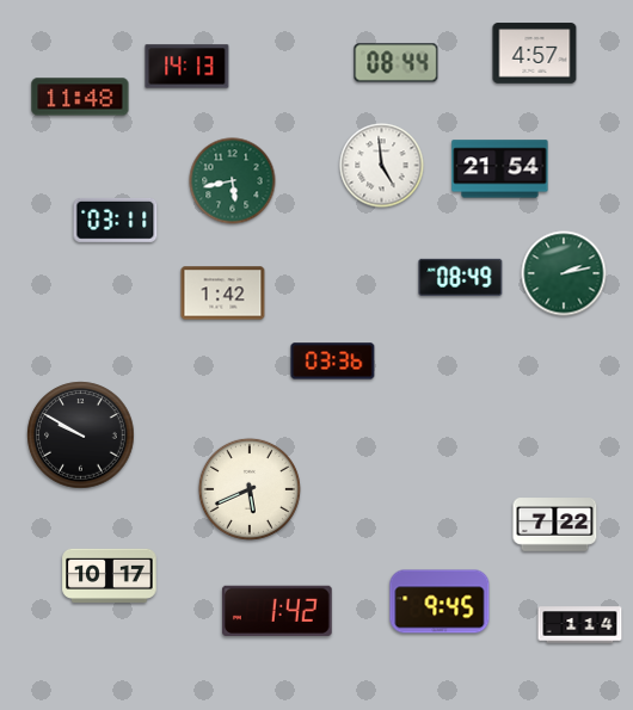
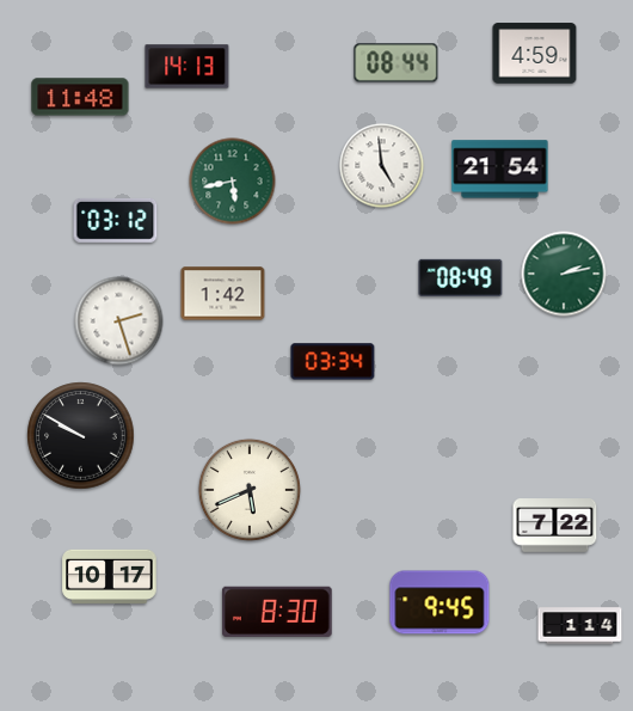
clock at (535, 54): 4:57 -> 4:59
clock at (116, 220): 03:11 -> 03:12
clock at (119, 321): none -> 2:27
clock at (333, 362): 03:36 -> 03:34
clock at (277, 611): 1:42 -> 8:30
